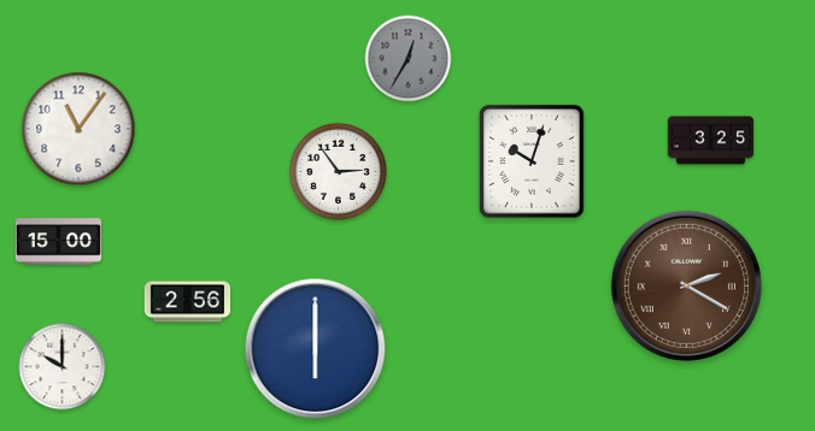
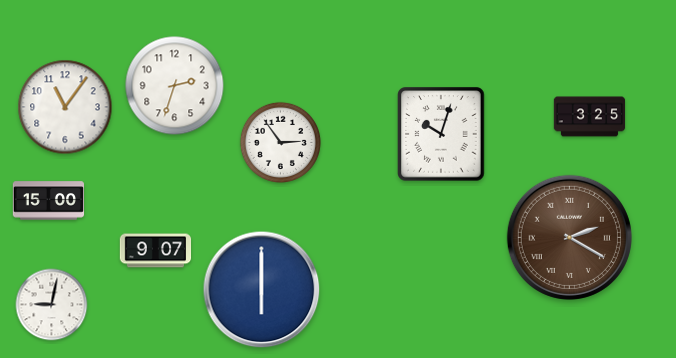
clock at (409, 59): 12:35 -> none
clock at (175, 86): none -> 2:33
clock at (188, 302): 2:56 -> 9:07
clock at (63, 367): 10:00 -> 9:02
